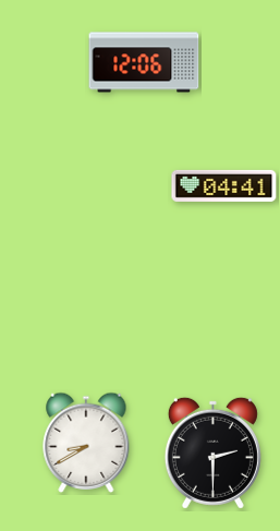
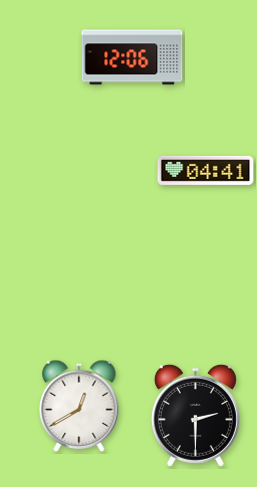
clock at (86, 443): 8:40 -> 12:40
